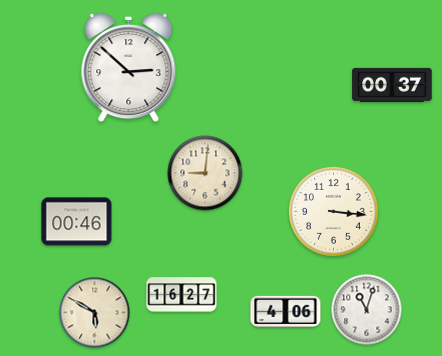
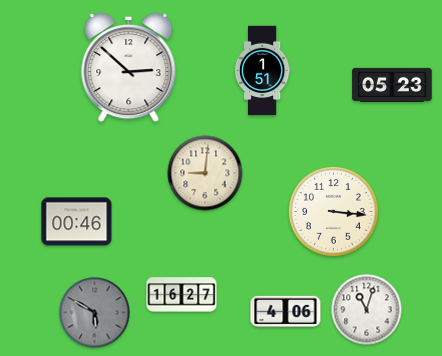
clock at (262, 71): none -> 1:51
clock at (392, 85): 00:37 -> 05:23
clock at (95, 313) dial: cream -> grey
